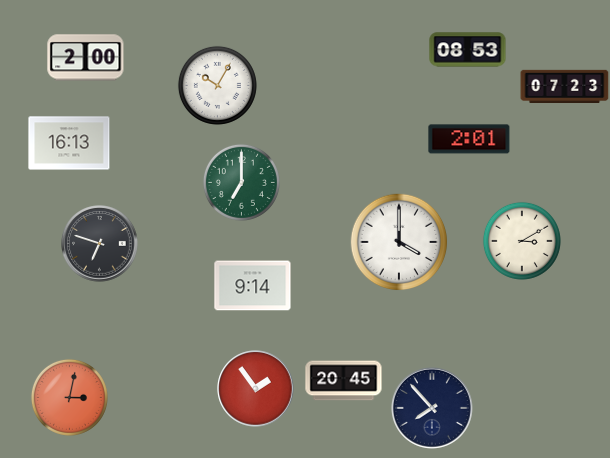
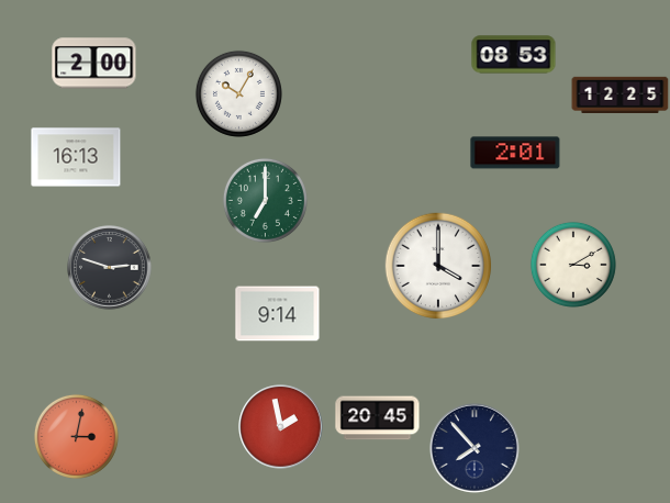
clock at (565, 86): 07:23 -> 12:25
clock at (100, 244): 6:48 -> 2:48
clock at (256, 389): 1:54 -> 1:58
